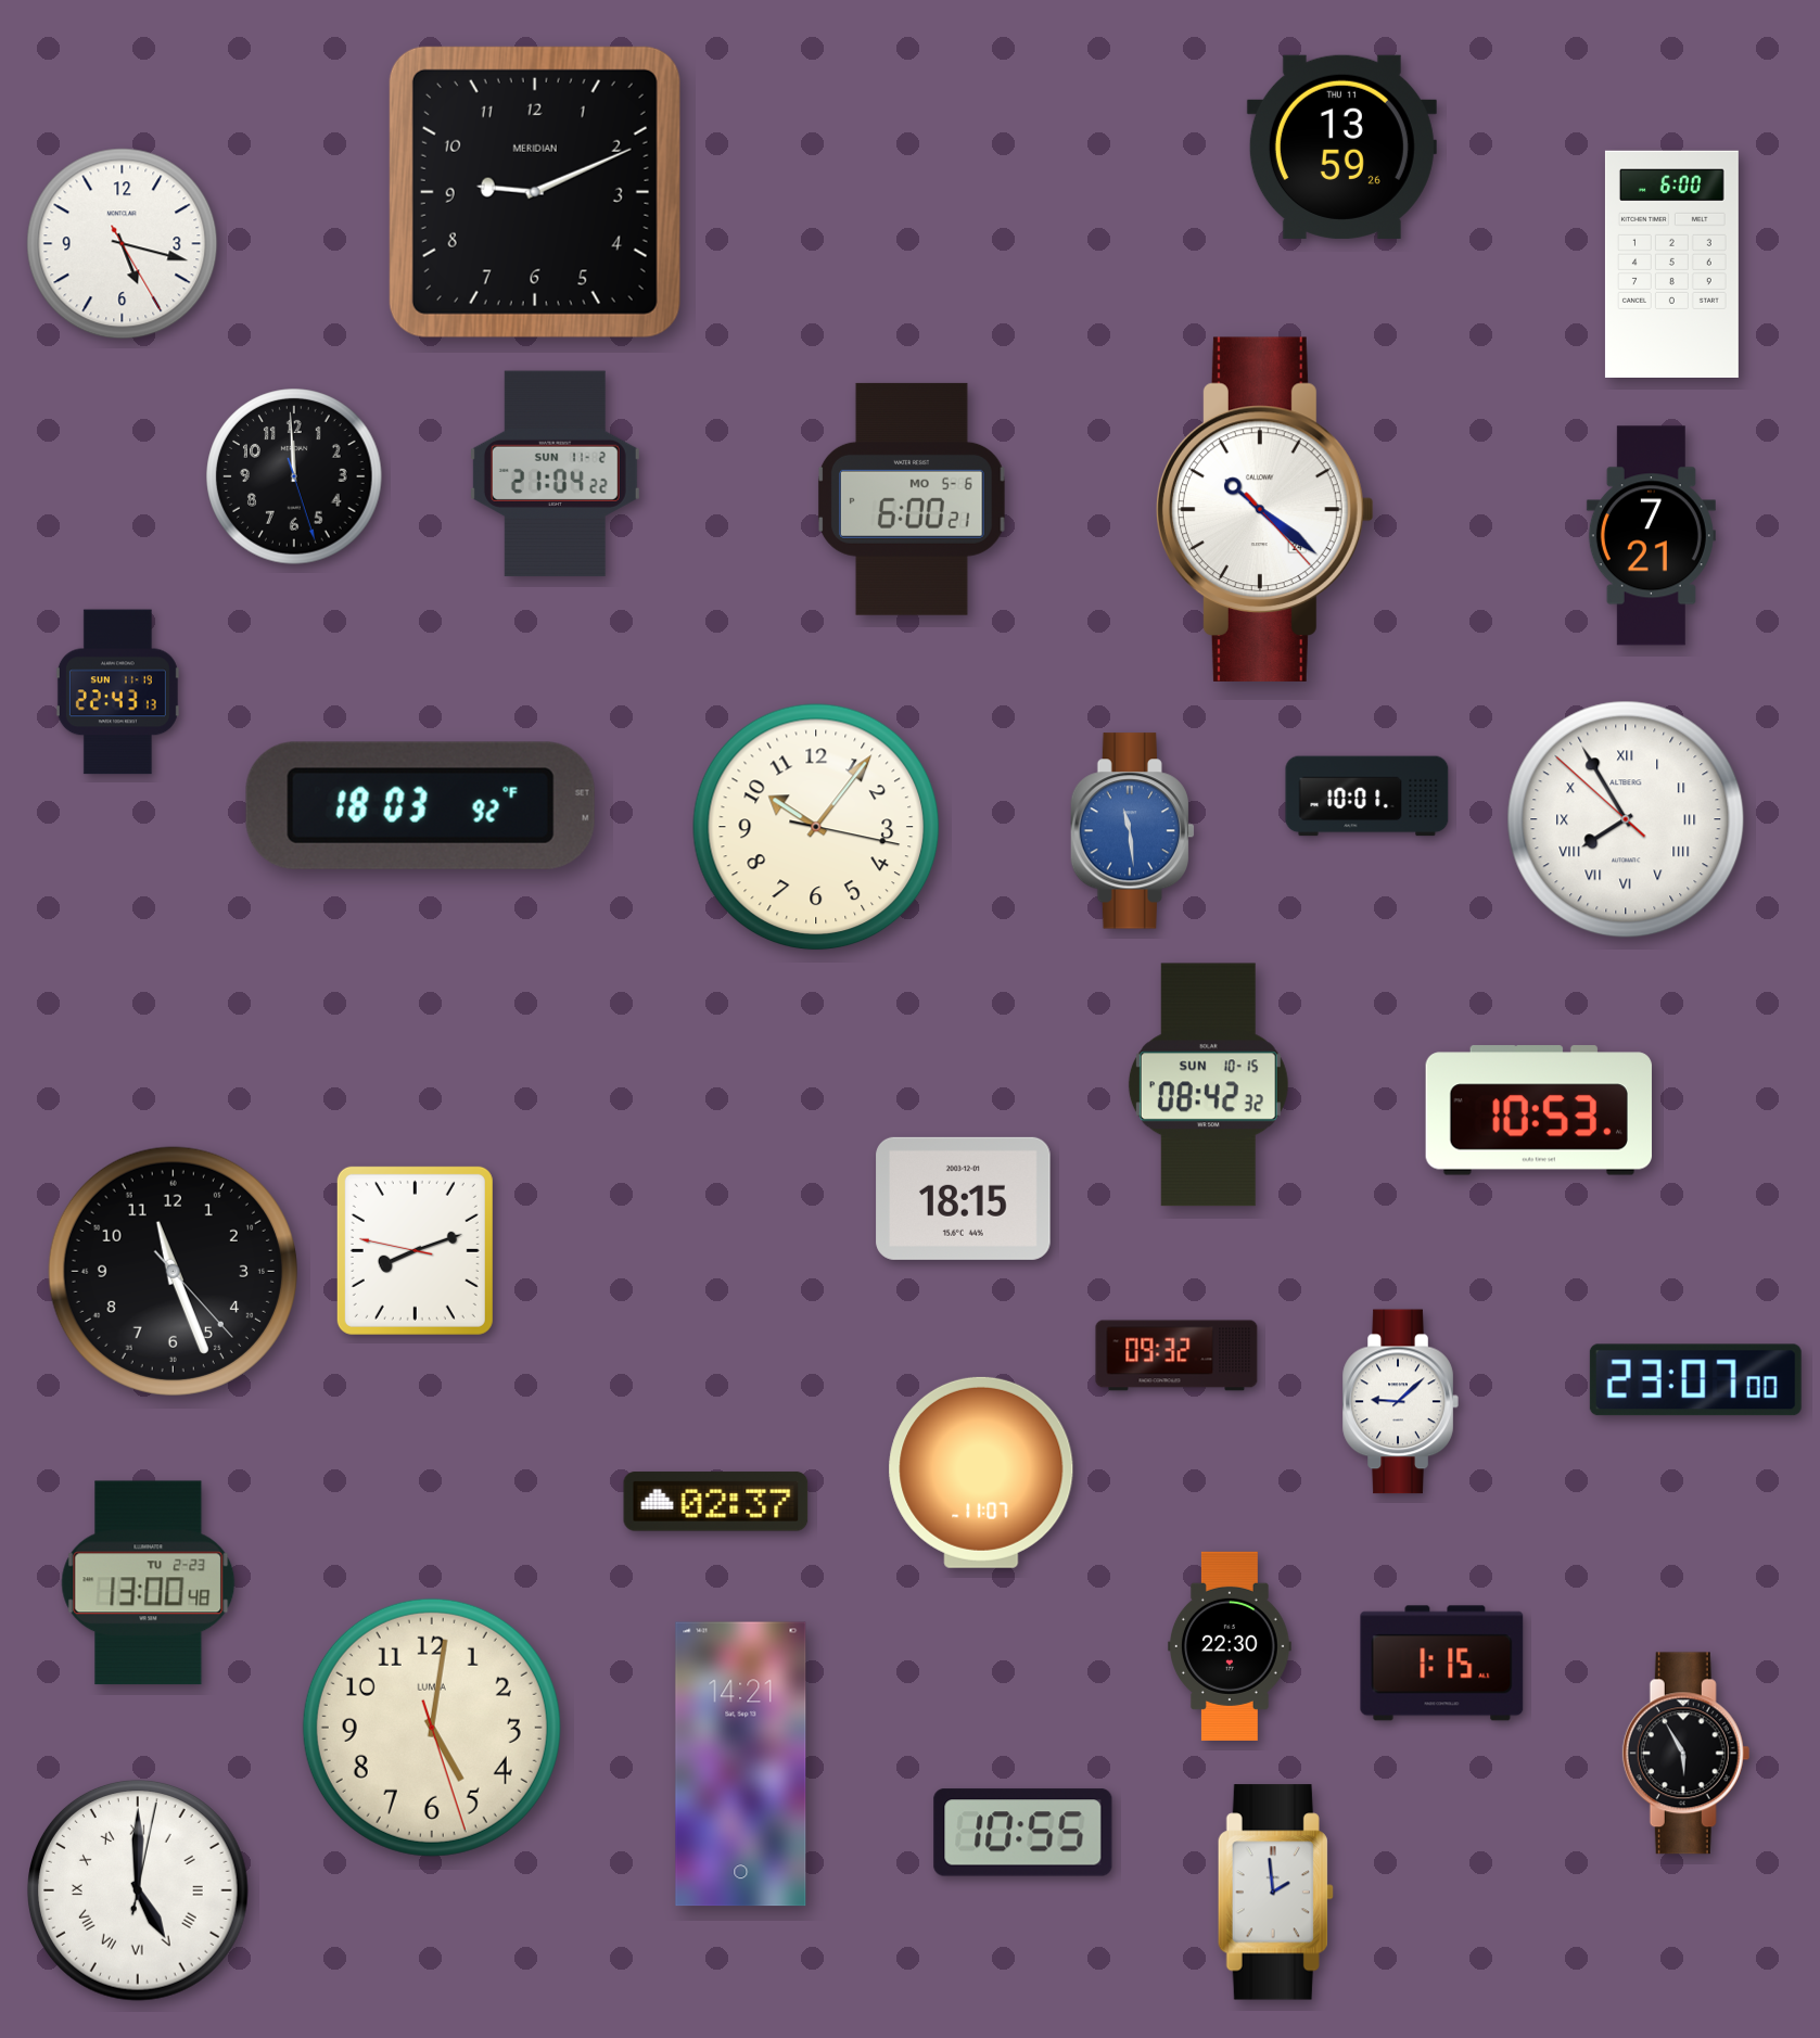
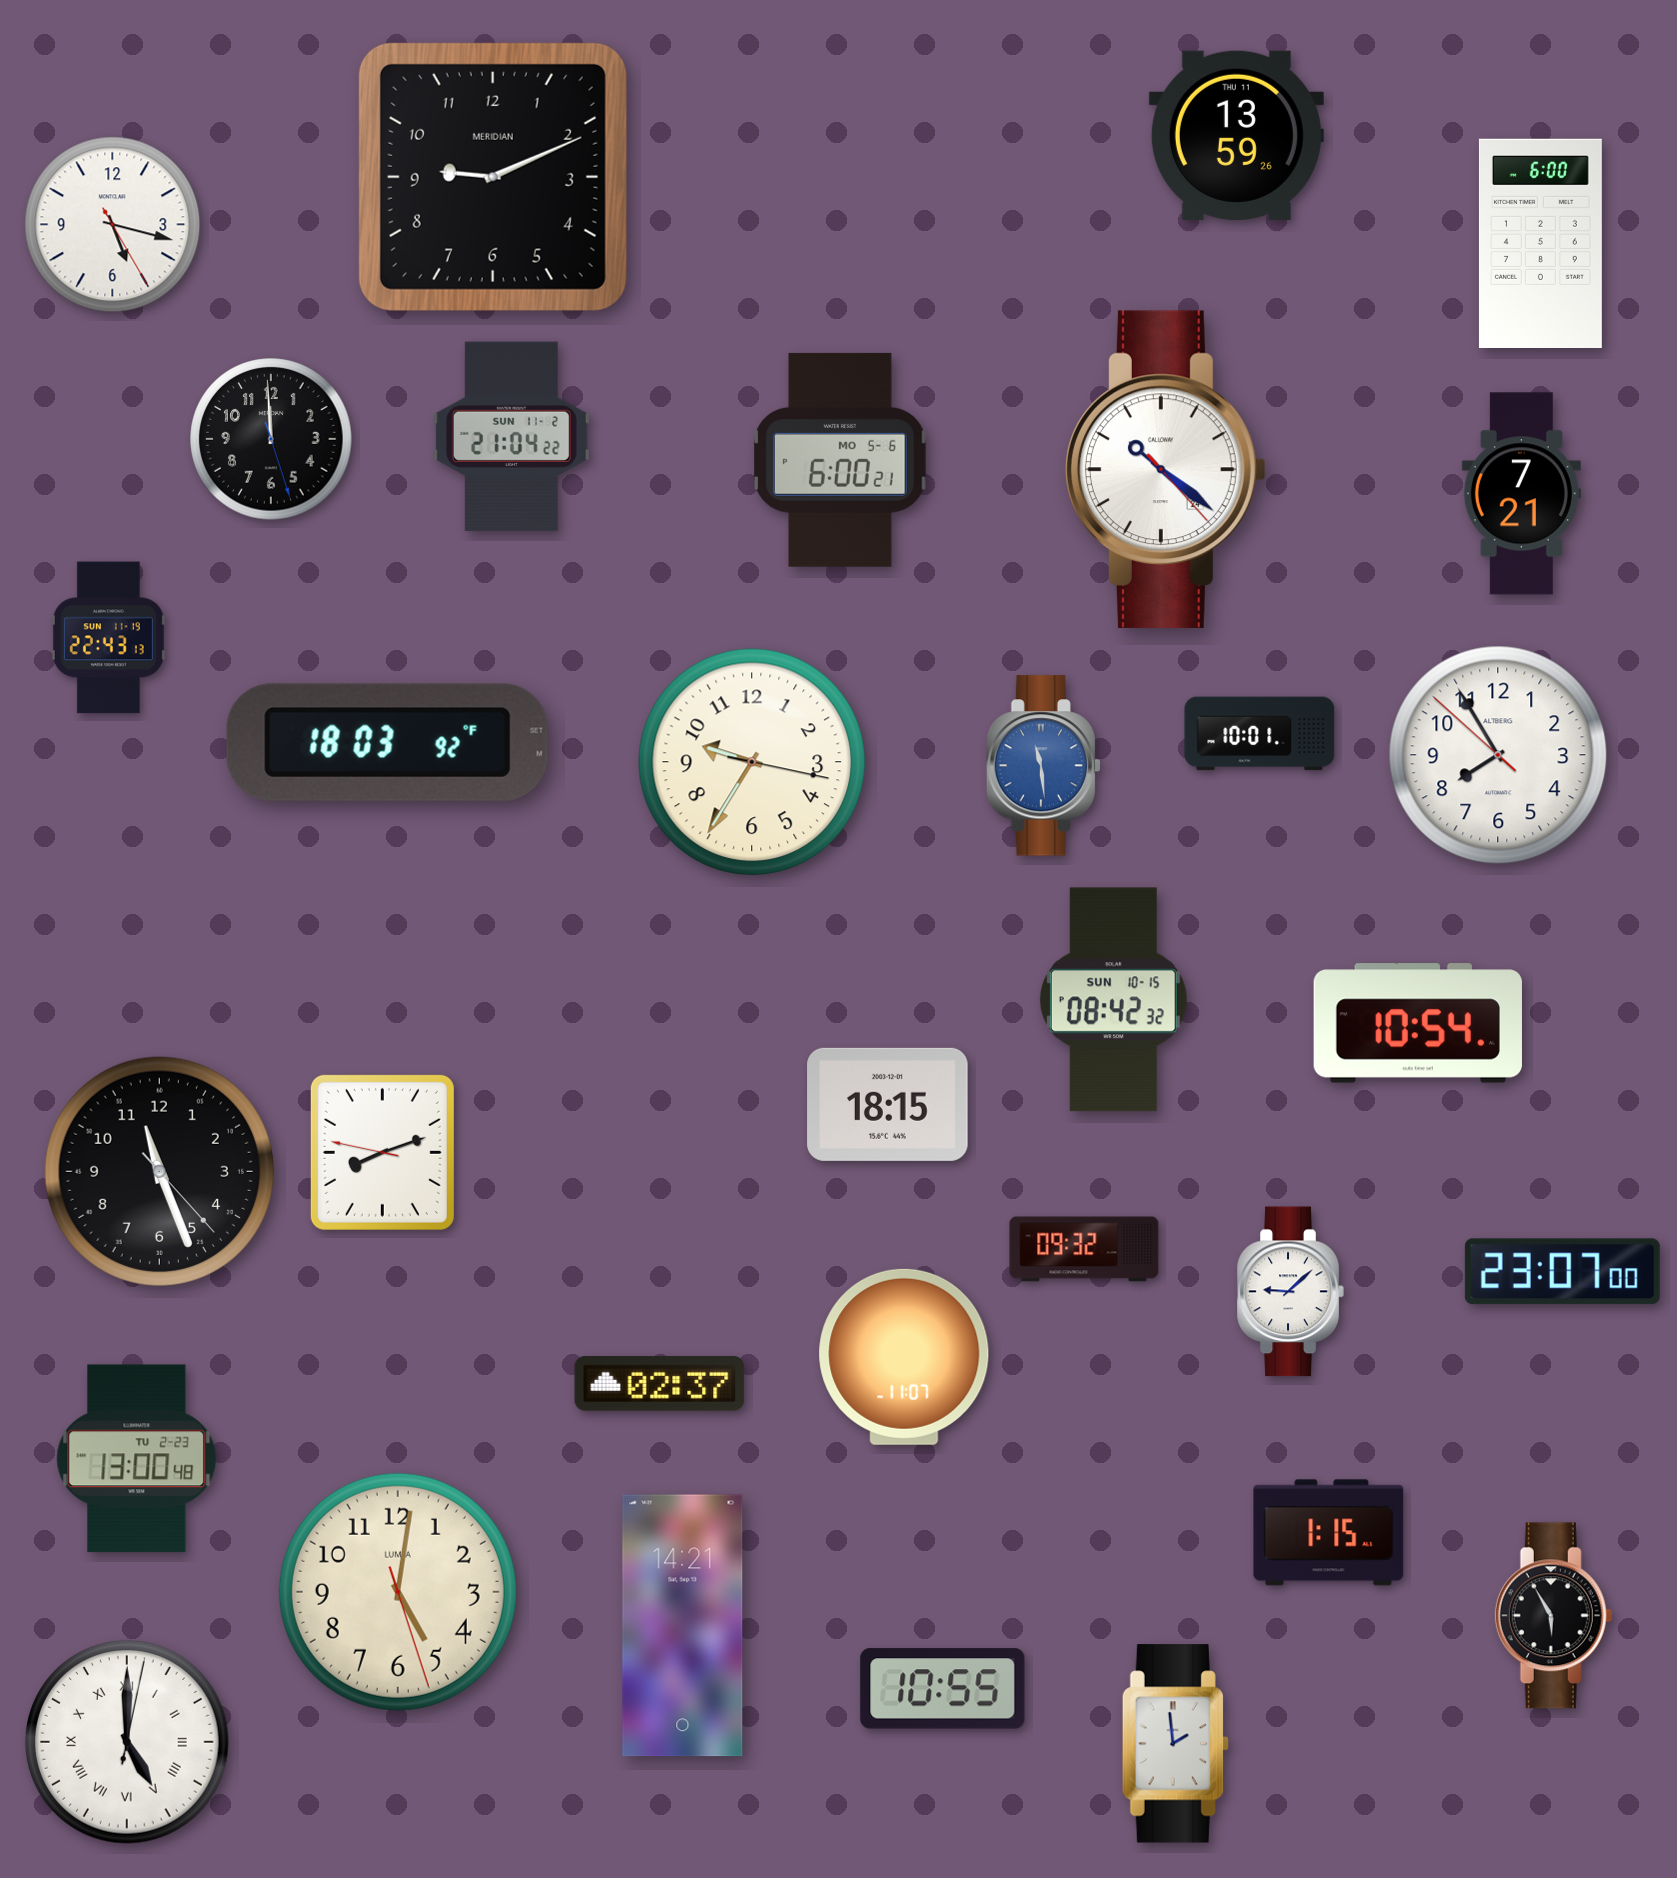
clock at (1626, 819) numerals: Roman -> Arabic
clock at (816, 827): 10:06 -> 9:35
clock at (1538, 1110): 10:53 -> 10:54
clock at (1231, 1646): 22:30 -> none
